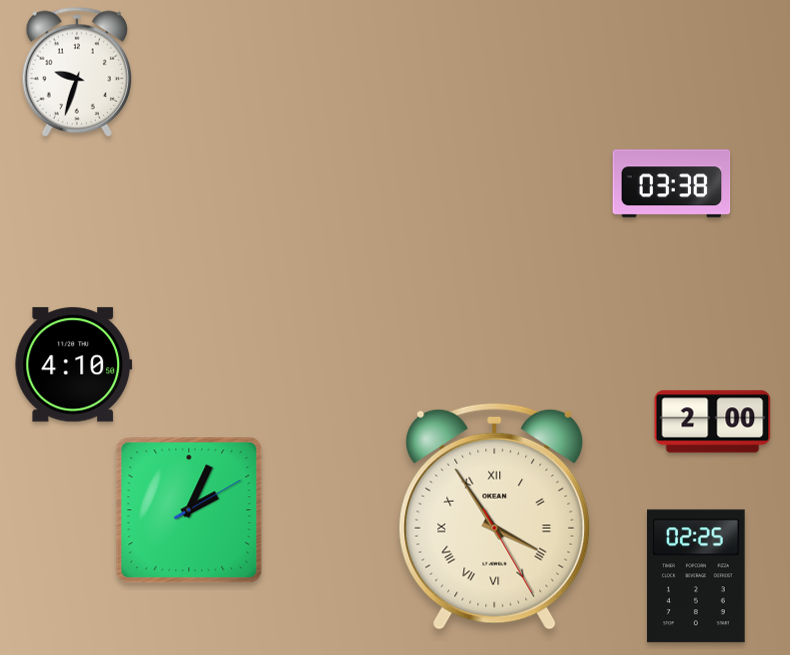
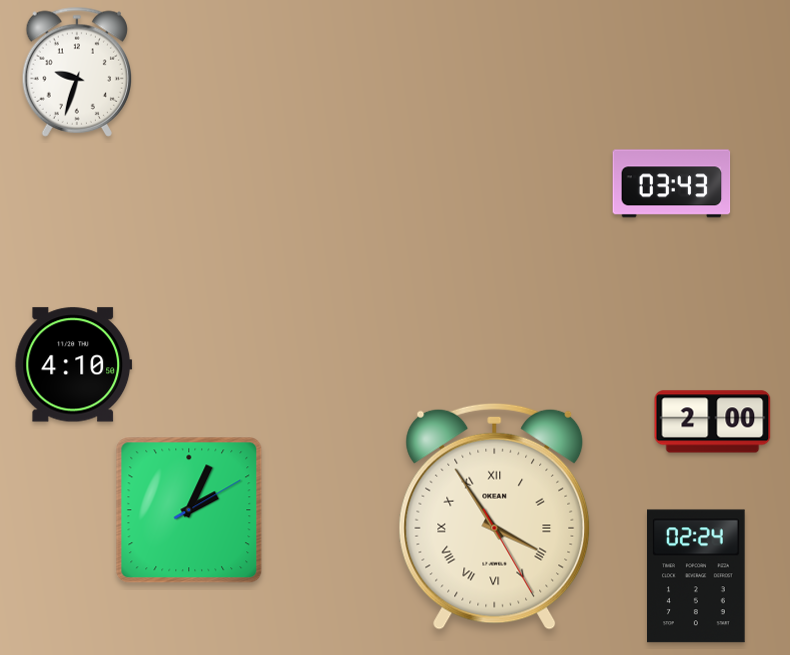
clock at (672, 184): 03:38 -> 03:43
clock at (697, 576): 02:25 -> 02:24
